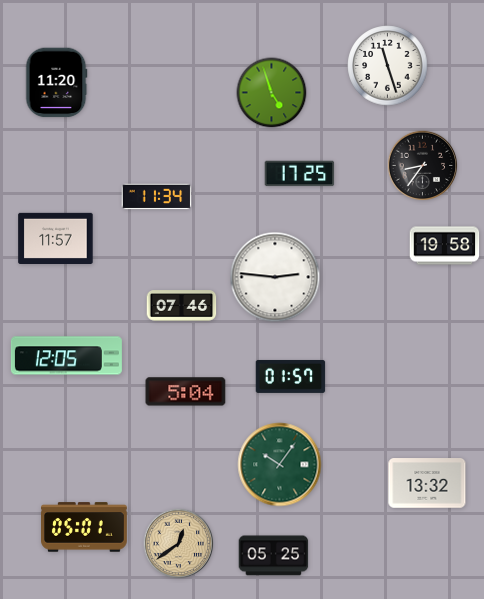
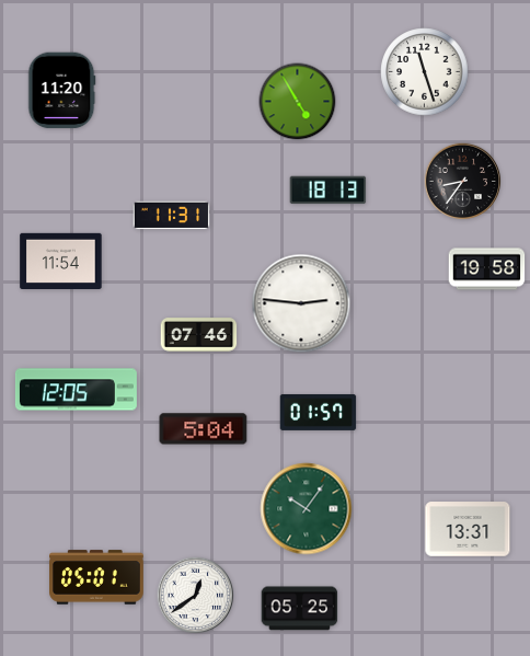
clock at (272, 93): 4:57 -> 4:55
clock at (300, 174): 17:25 -> 18:13
clock at (157, 197): 11:34 -> 11:31
clock at (56, 238): 11:57 -> 11:54
clock at (66, 356) position: (66, 356) -> (76, 390)
clock at (427, 483): 13:32 -> 13:31
clock at (85, 527) position: (85, 527) -> (97, 577)
clock at (179, 544) dial: champagne -> white
